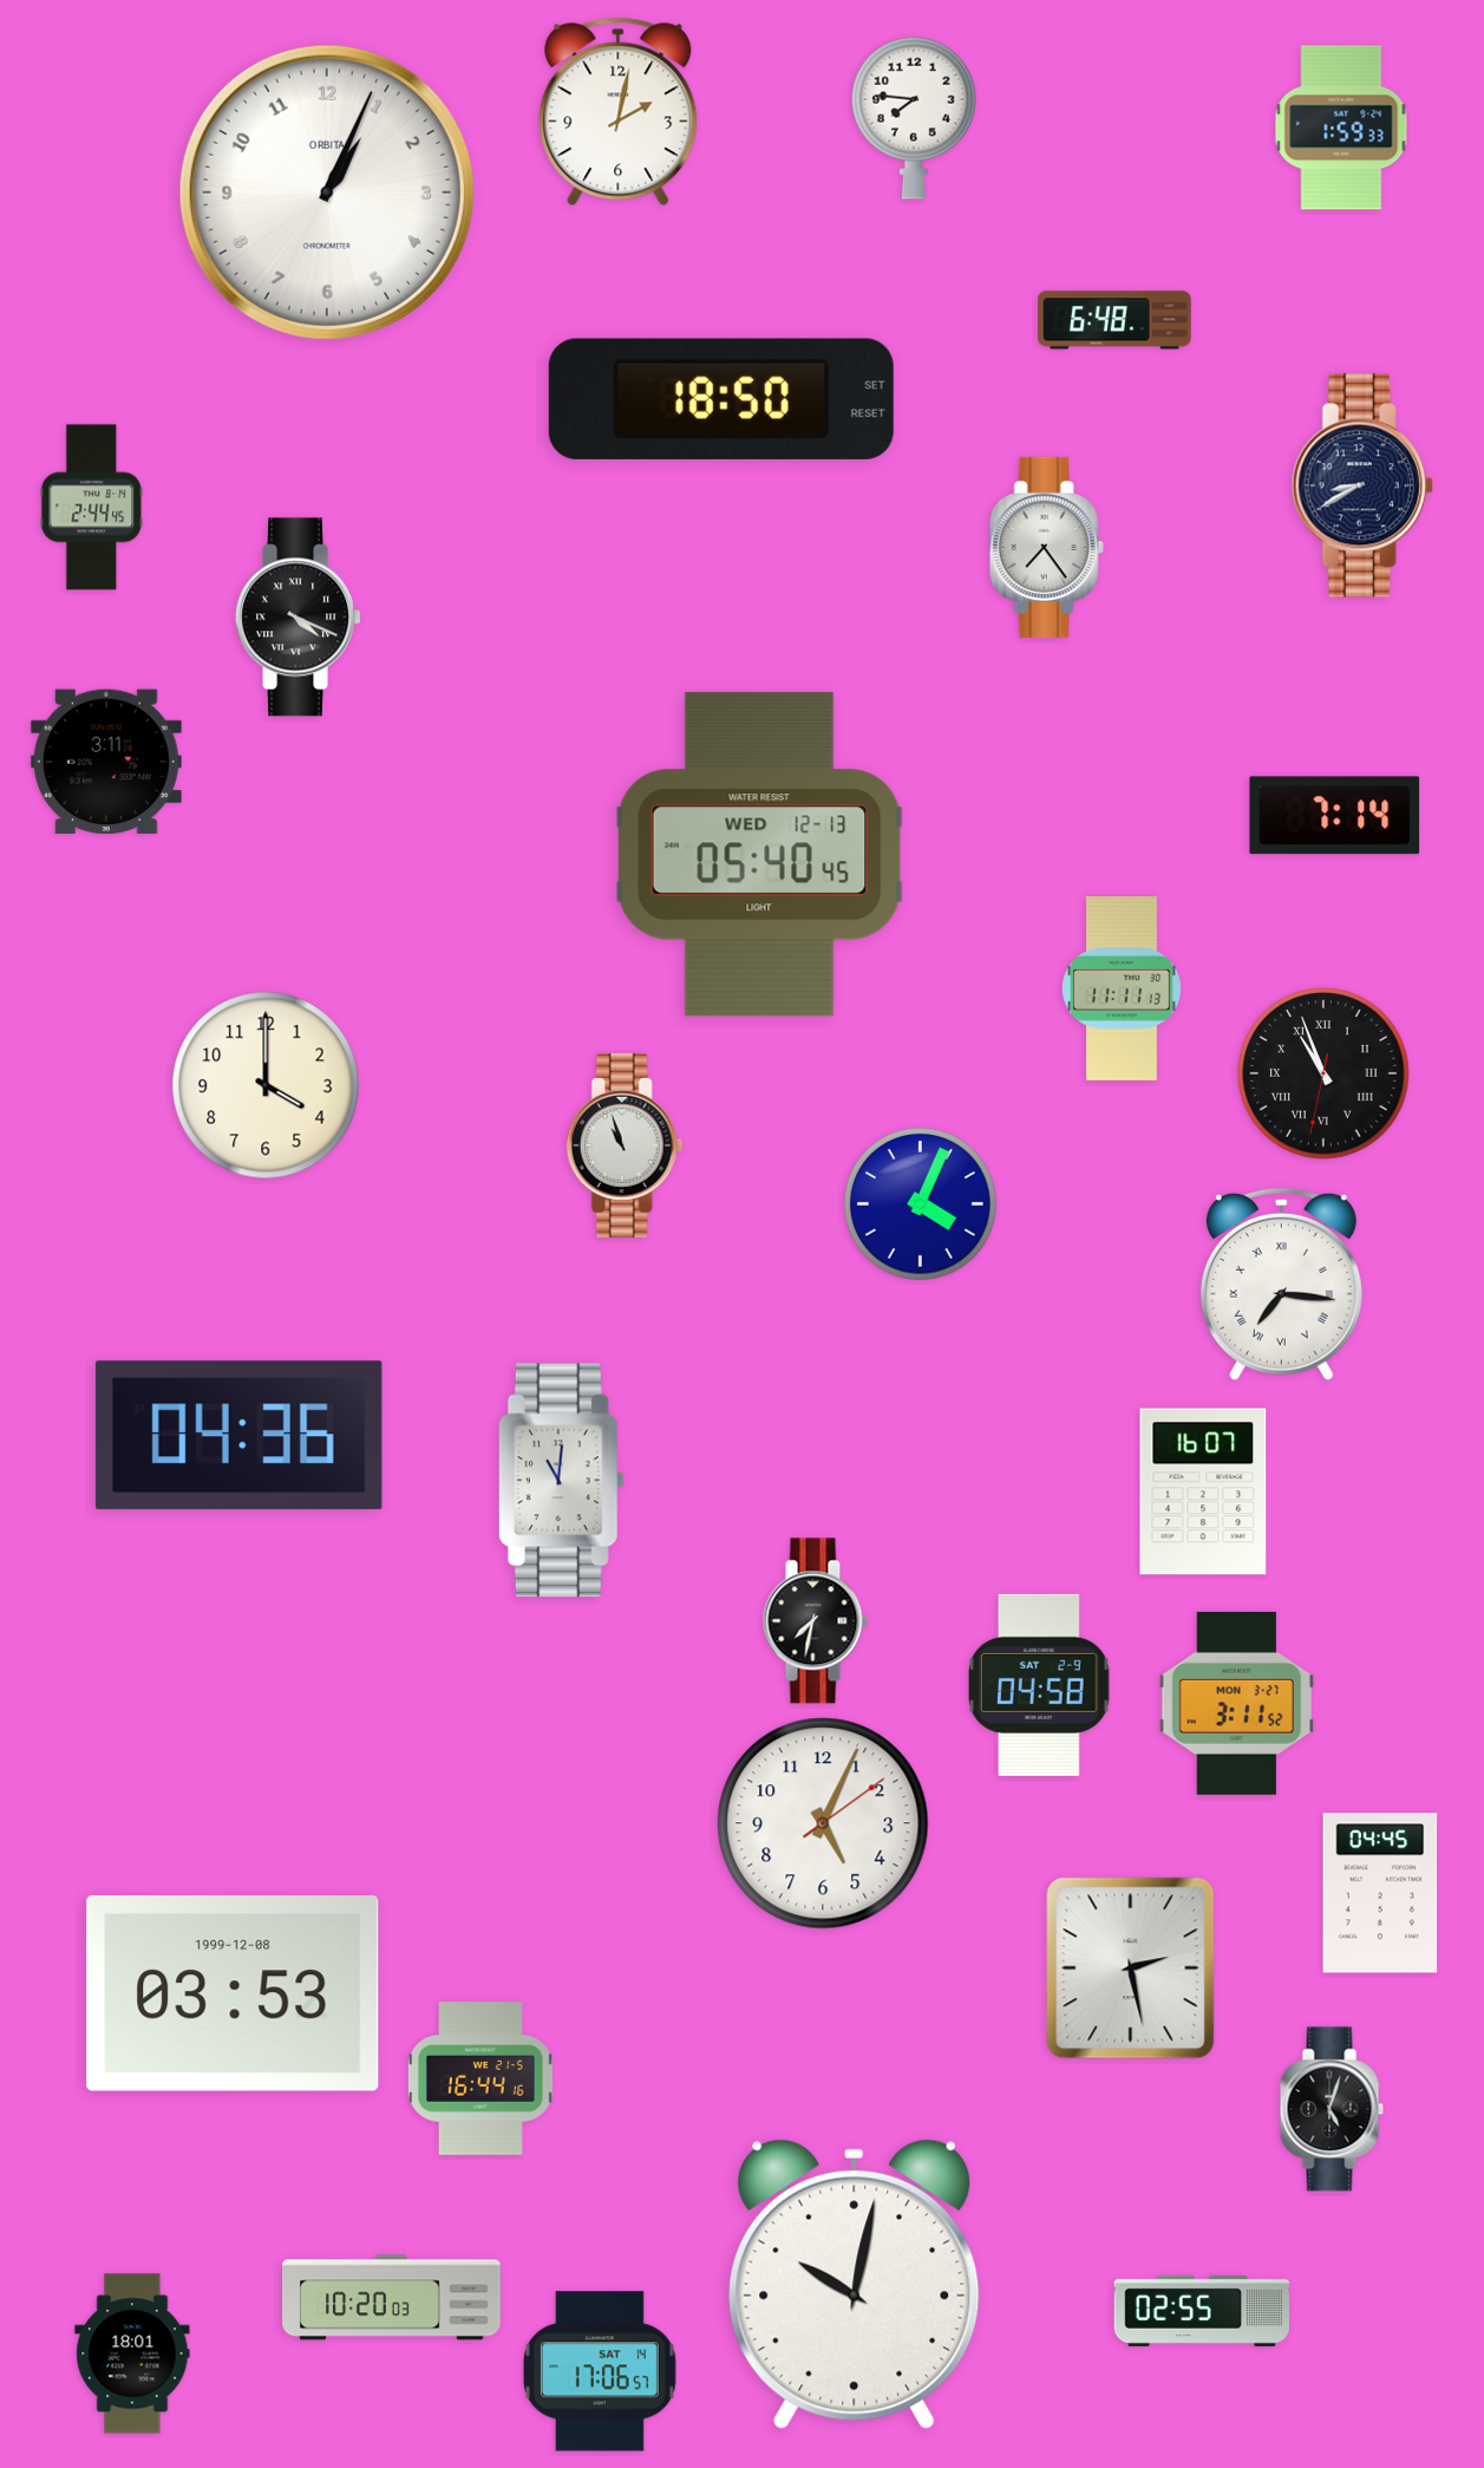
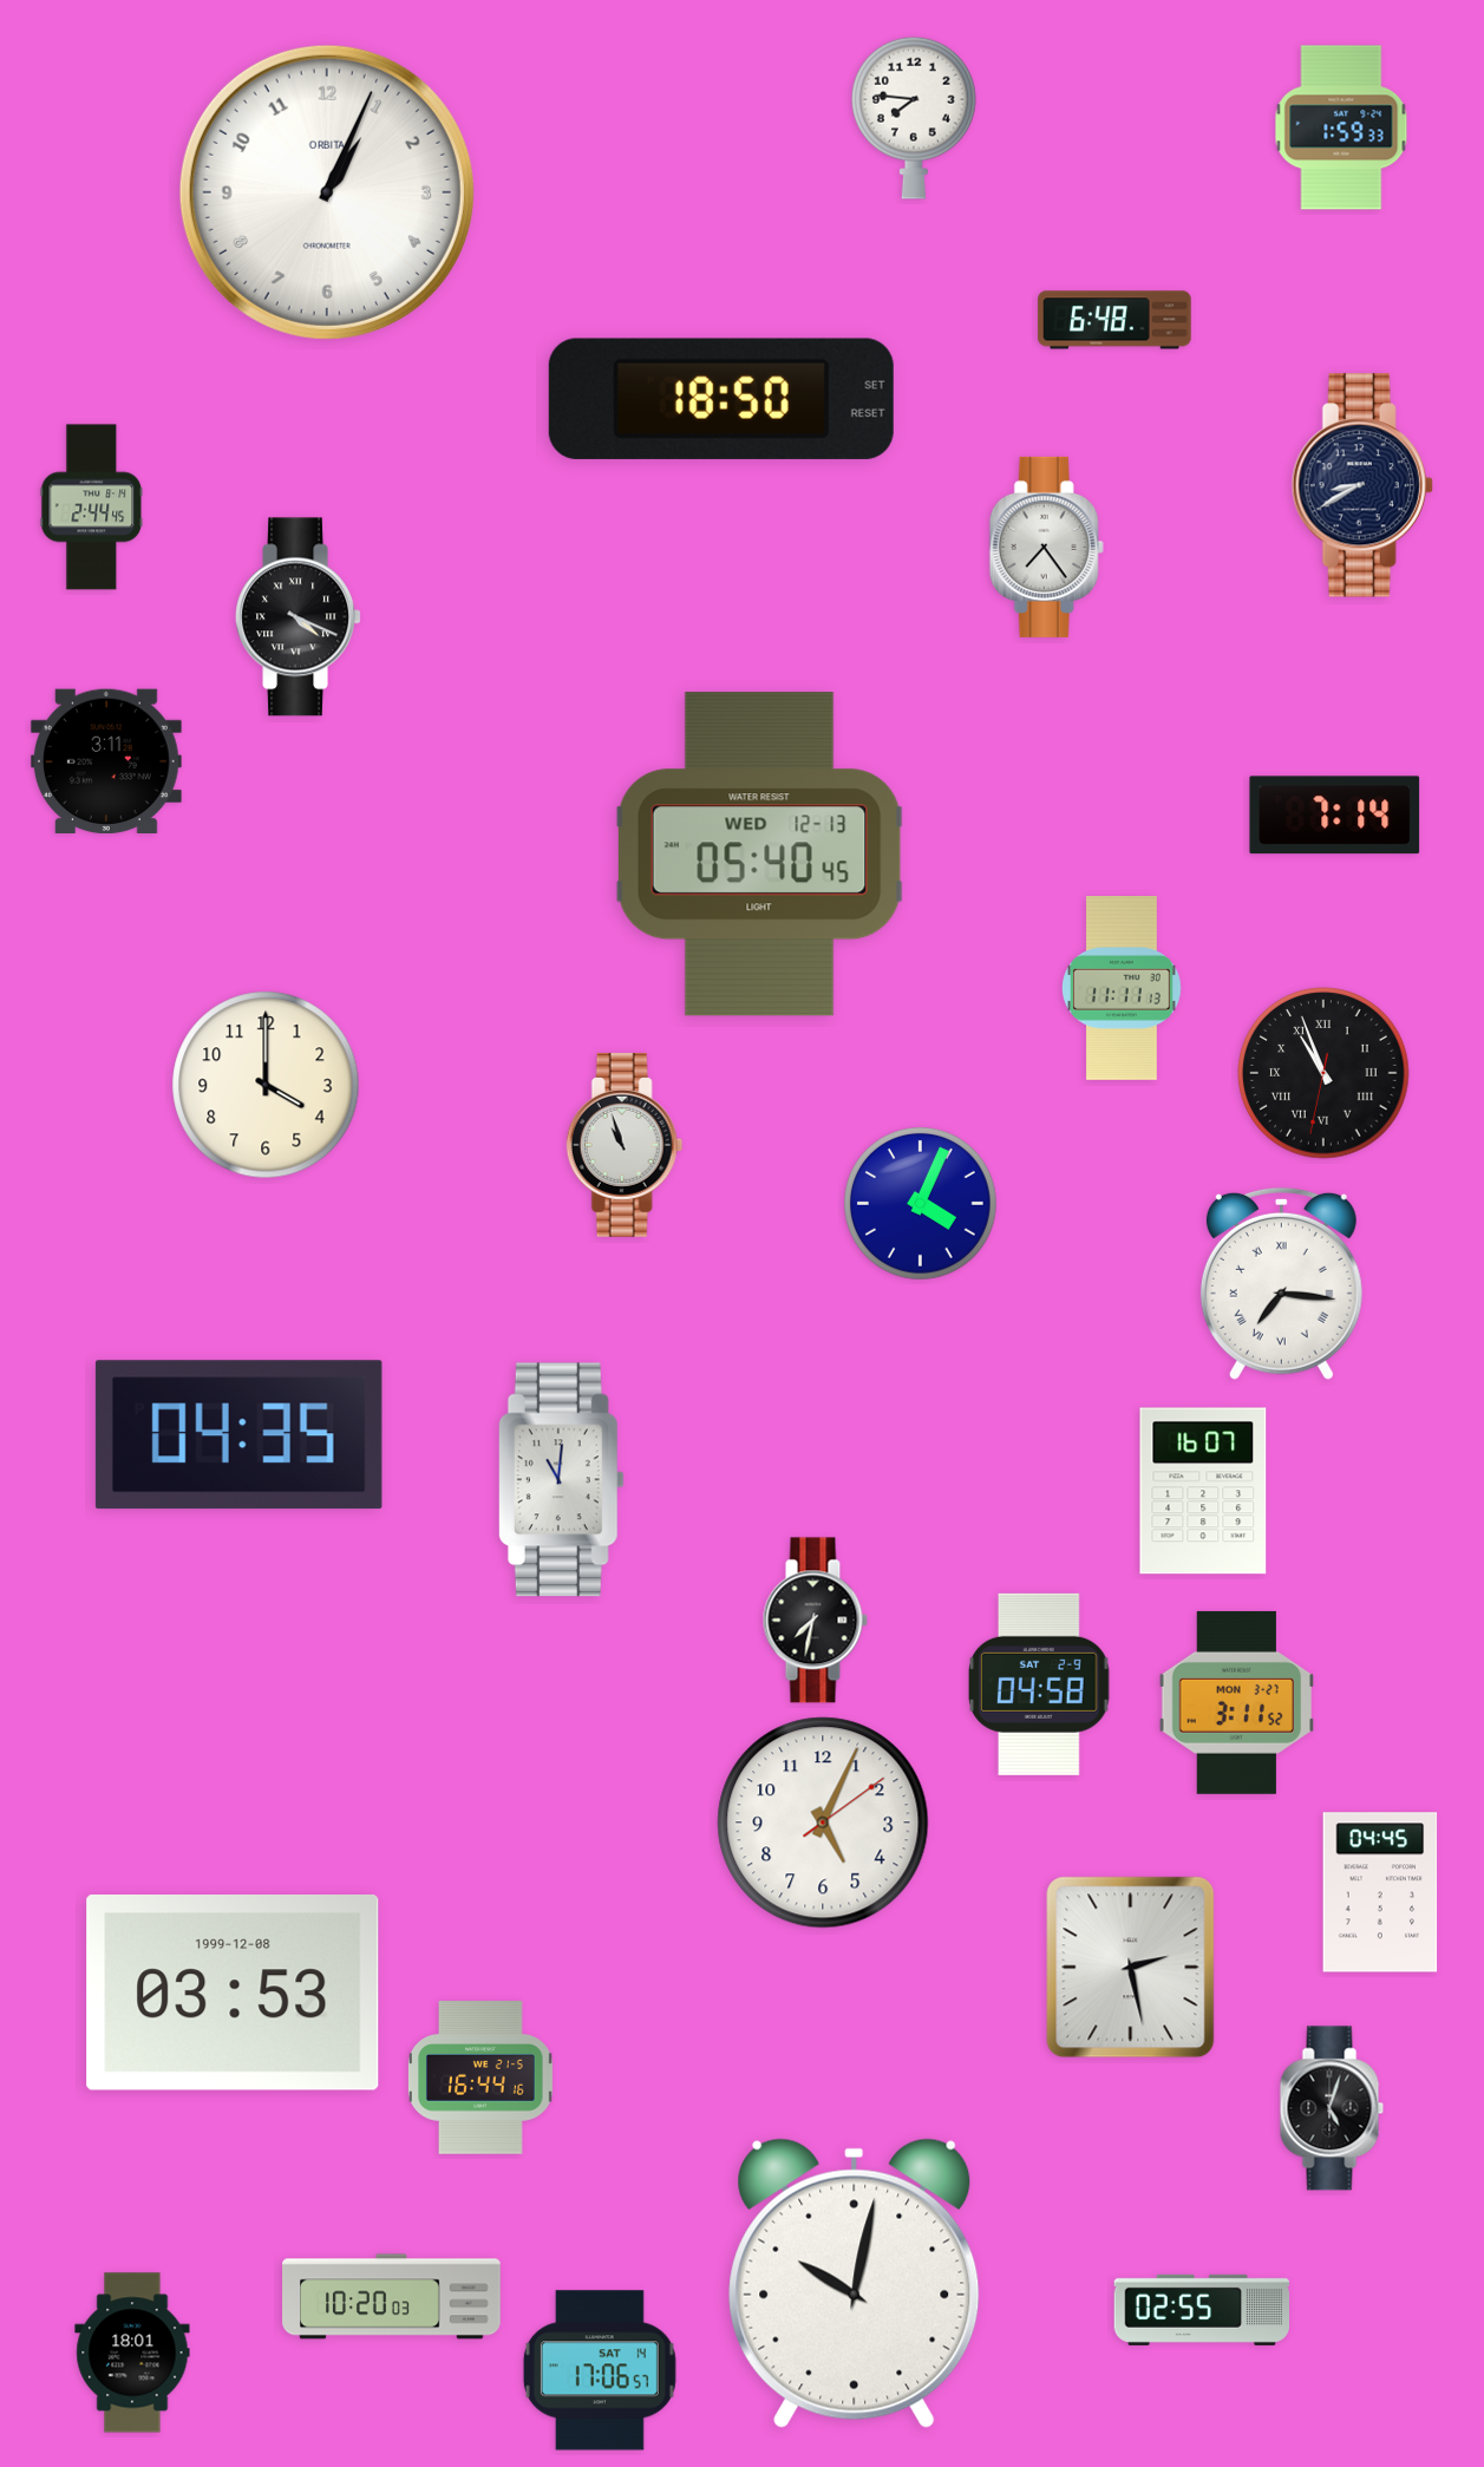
clock at (619, 112): 2:02 -> none
clock at (238, 1436): 04:36 -> 04:35
